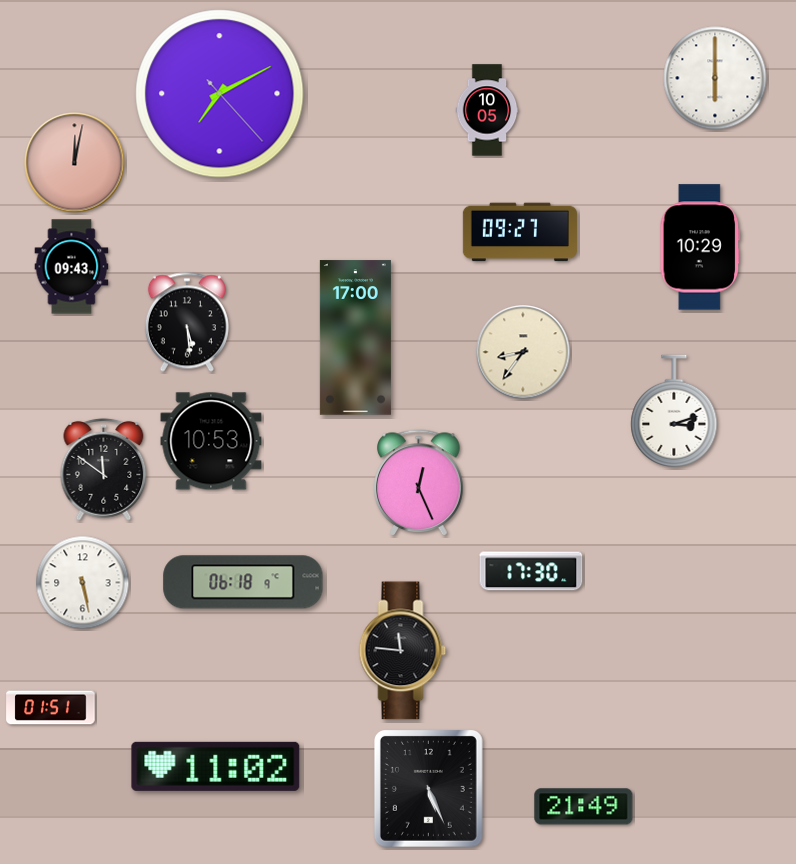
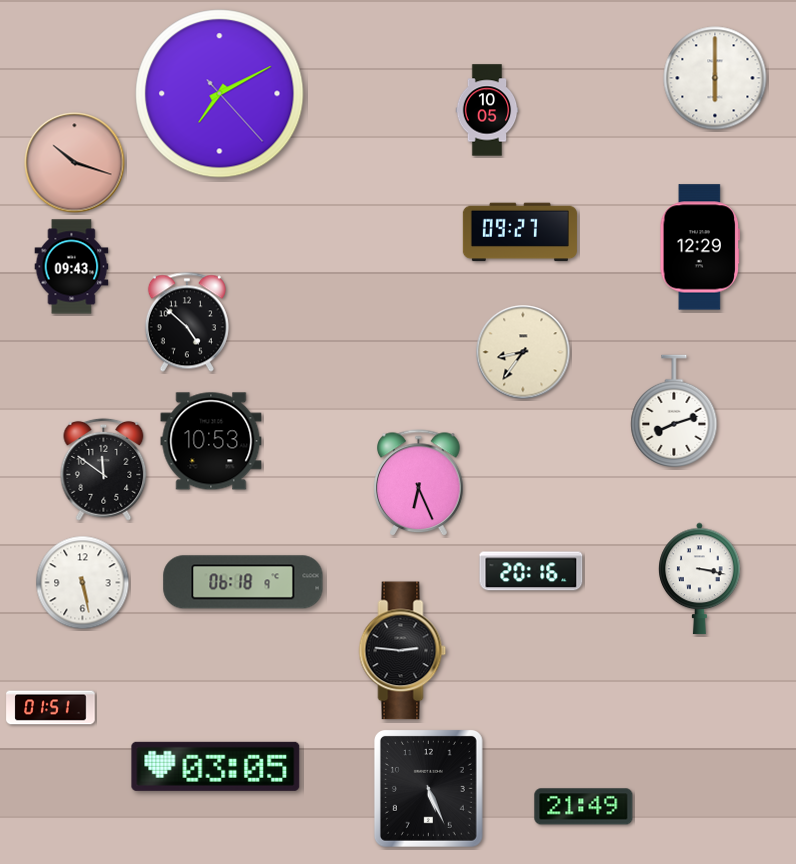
clock at (75, 163): 12:02 -> 10:18
clock at (699, 247): 10:29 -> 12:29
clock at (187, 322): 5:29 -> 4:52
clock at (355, 338): 17:00 -> none
clock at (674, 411): 3:12 -> 8:12
clock at (419, 483): 12:26 -> 6:26
clock at (531, 571): 17:30 -> 20:16
clock at (700, 579): none -> 3:17
clock at (403, 651): 11:46 -> 2:46
clock at (216, 766): 11:02 -> 03:05
